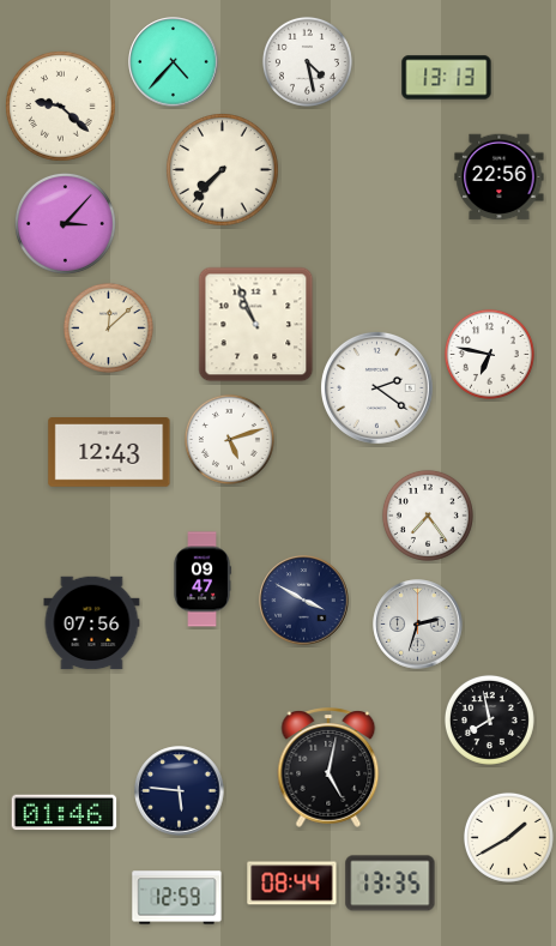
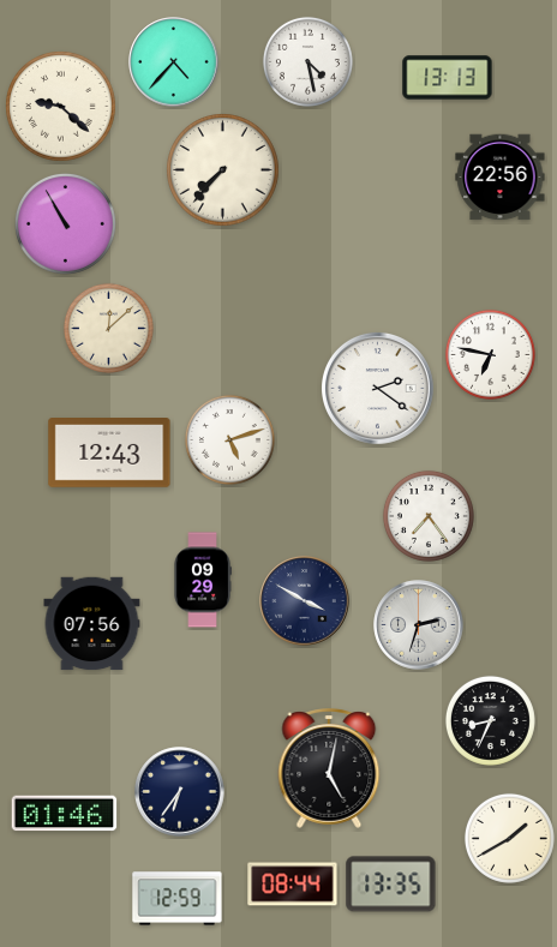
clock at (65, 223): 3:07 -> 10:55
clock at (256, 325): 10:56 -> none
clock at (203, 579): 09:47 -> 09:29
clock at (489, 719): 7:58 -> 8:34
clock at (180, 791): 5:46 -> 6:36
